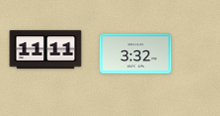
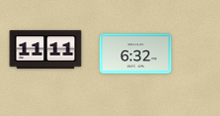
clock at (136, 54): 3:32 -> 6:32
